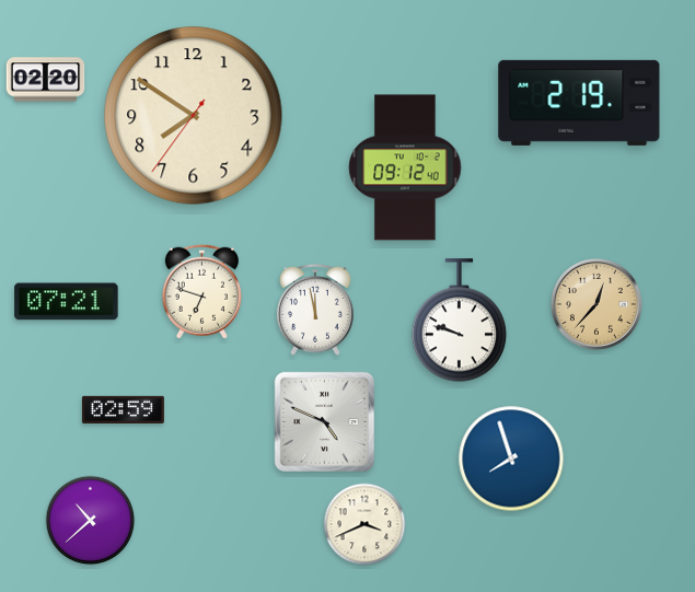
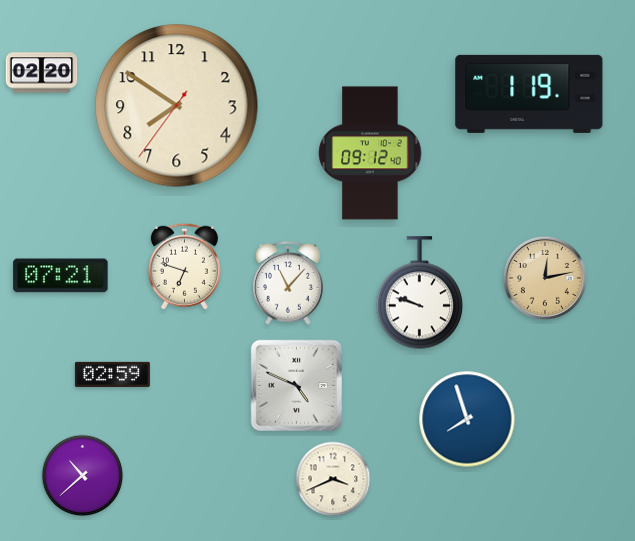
clock at (579, 103): 2:19 -> 1:19
clock at (596, 304): 12:37 -> 12:13
clock at (316, 310): 11:58 -> 11:07
